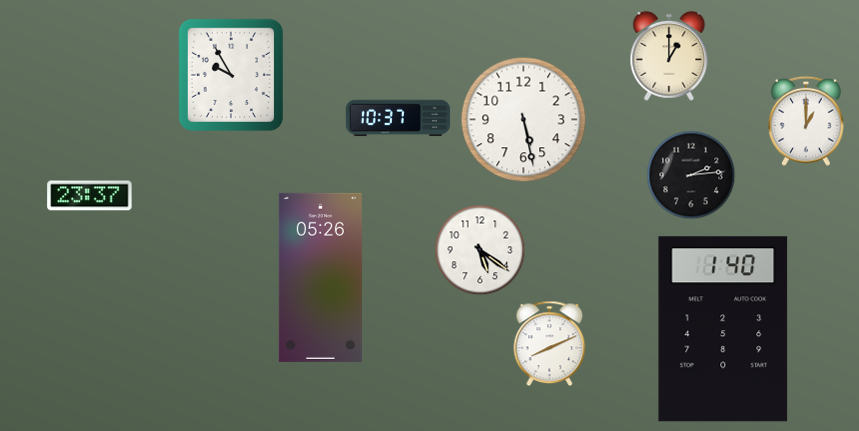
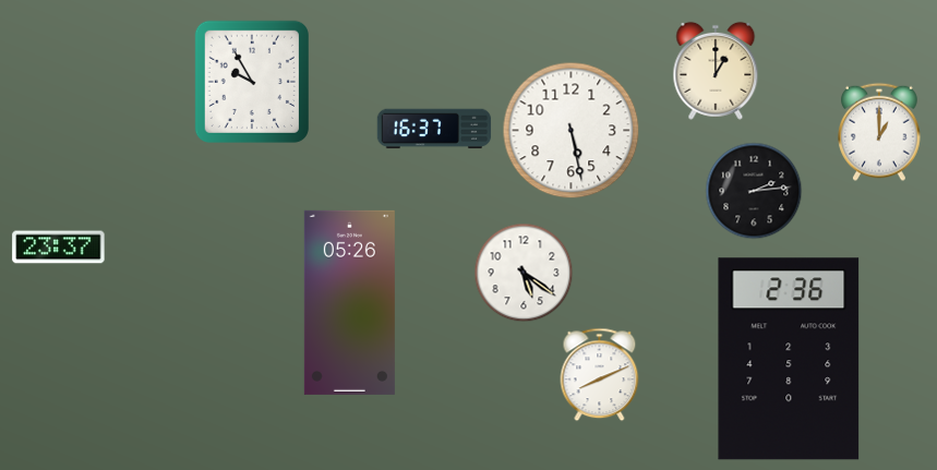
clock at (669, 56) position: (669, 56) -> (716, 71)
clock at (398, 118): 10:37 -> 16:37
clock at (90, 196) position: (90, 196) -> (59, 248)
clock at (723, 329): 1:40 -> 2:36
